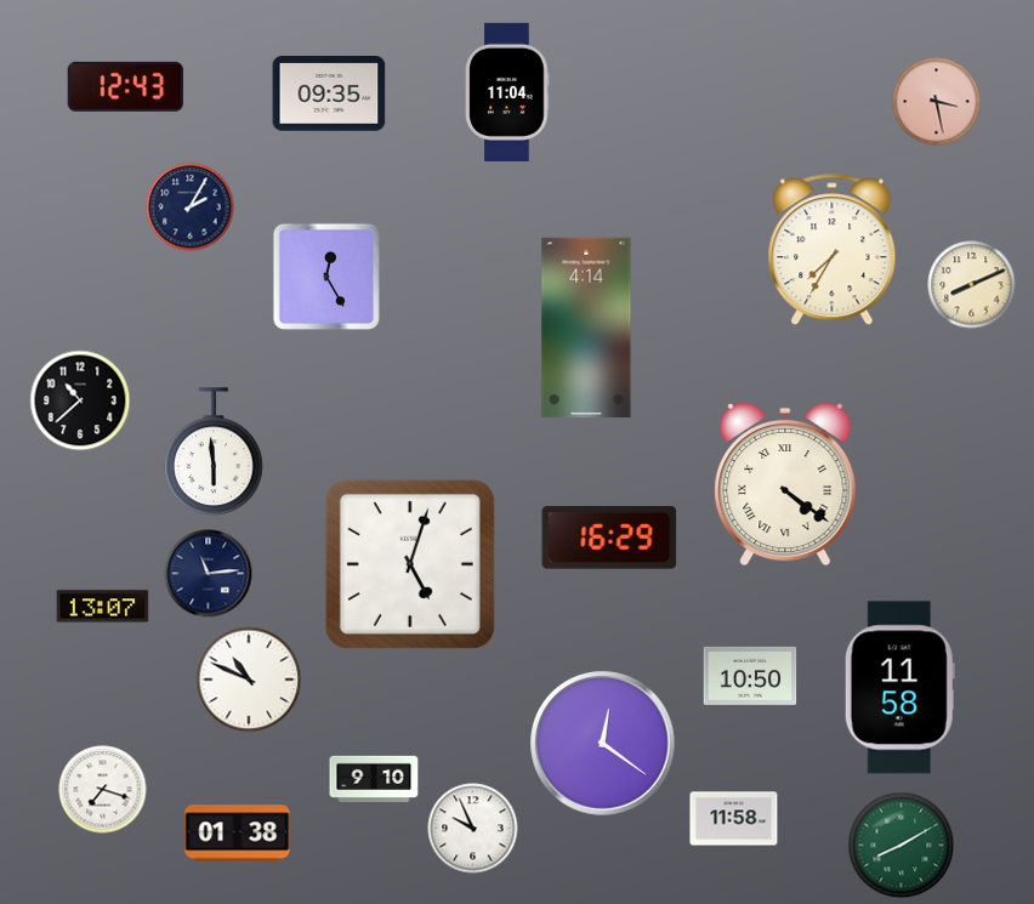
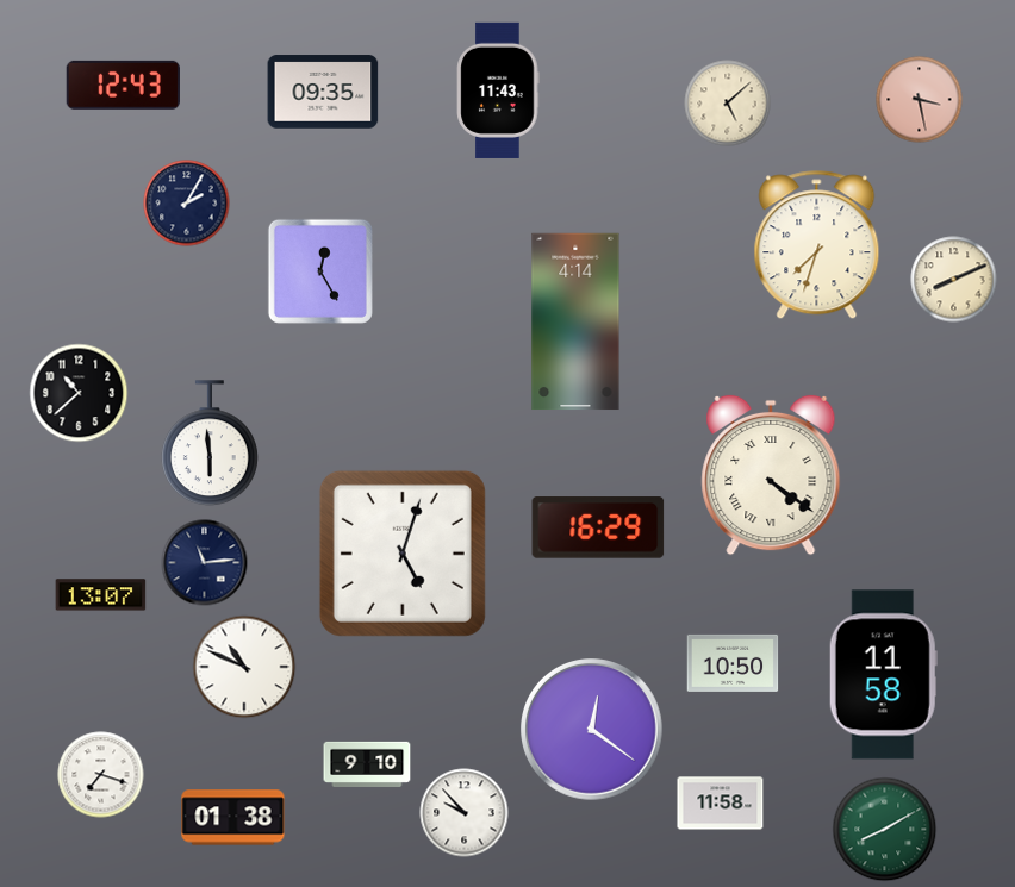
clock at (507, 92): 11:04 -> 11:43
clock at (728, 104): none -> 5:08
clock at (833, 250): 7:35 -> 7:33
clock at (750, 676) position: (750, 676) -> (733, 663)
clock at (473, 829): 9:56 -> 9:53
